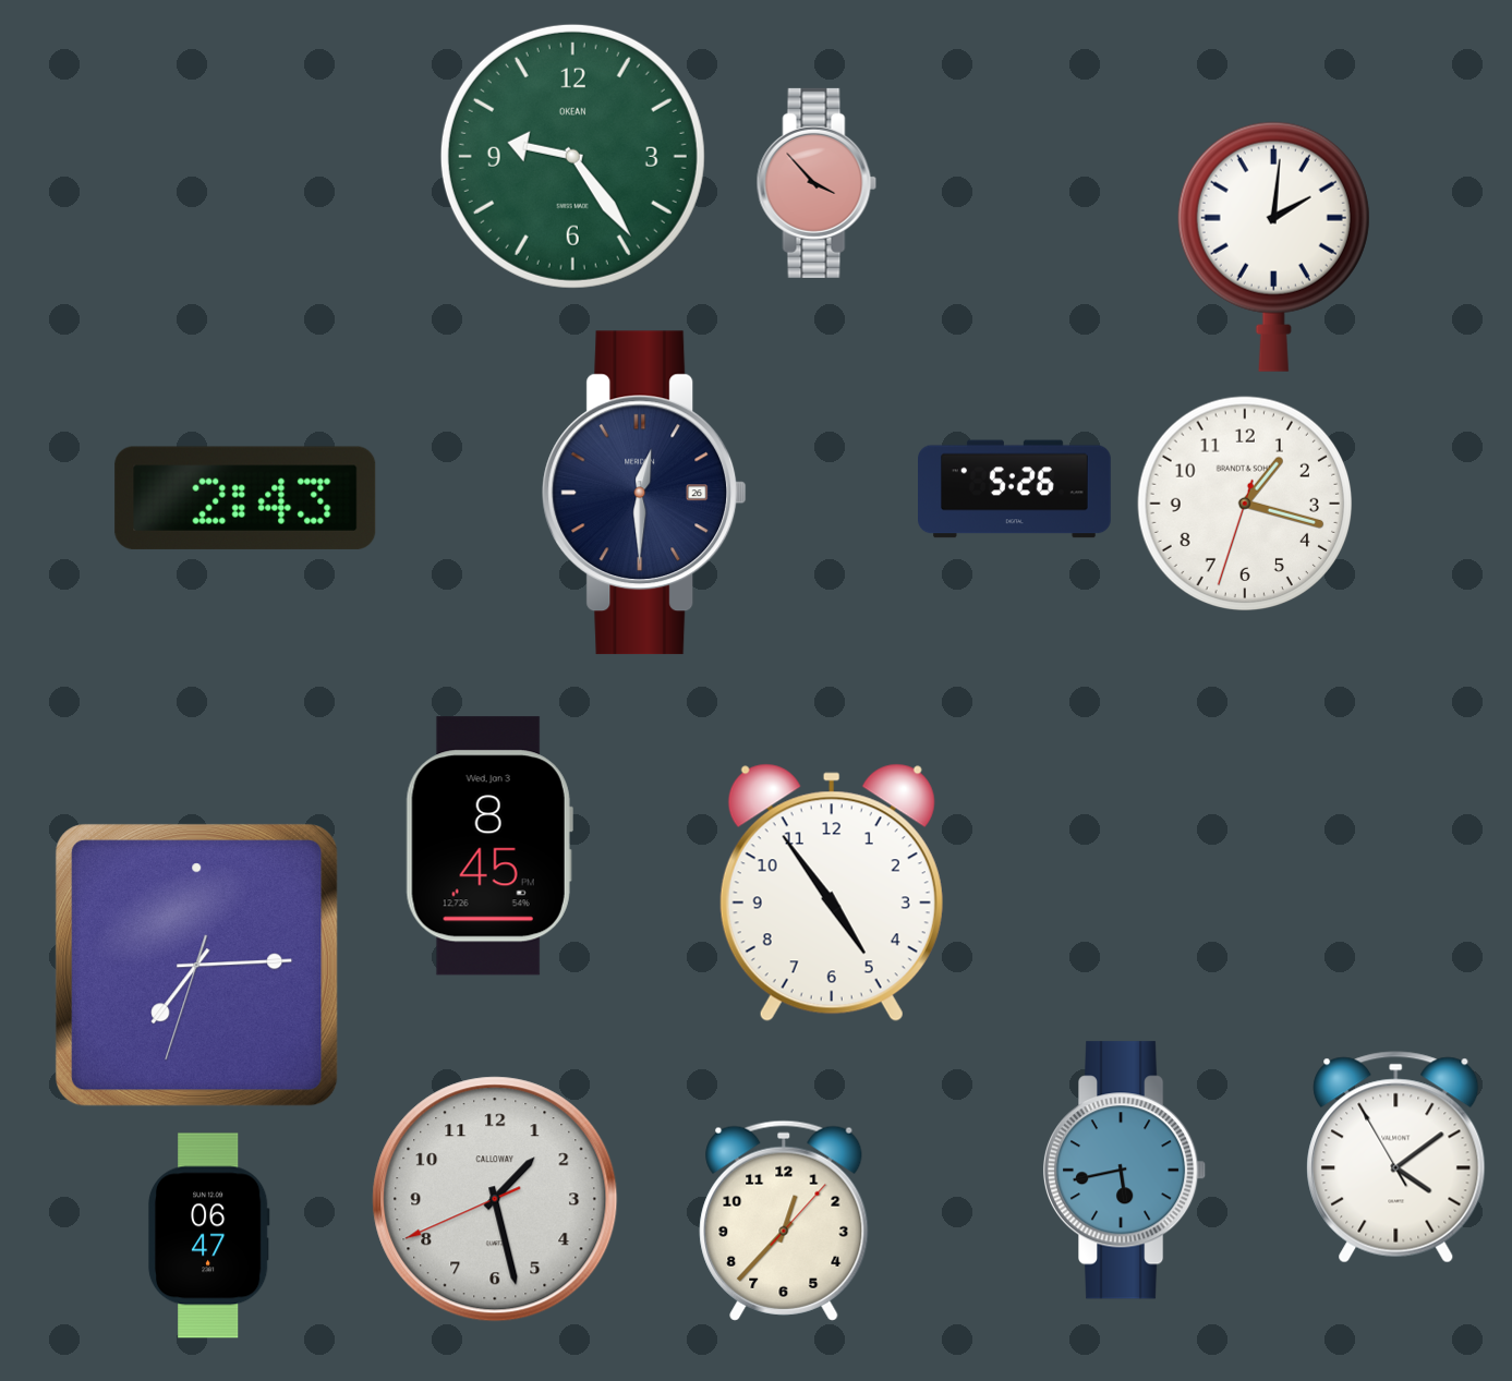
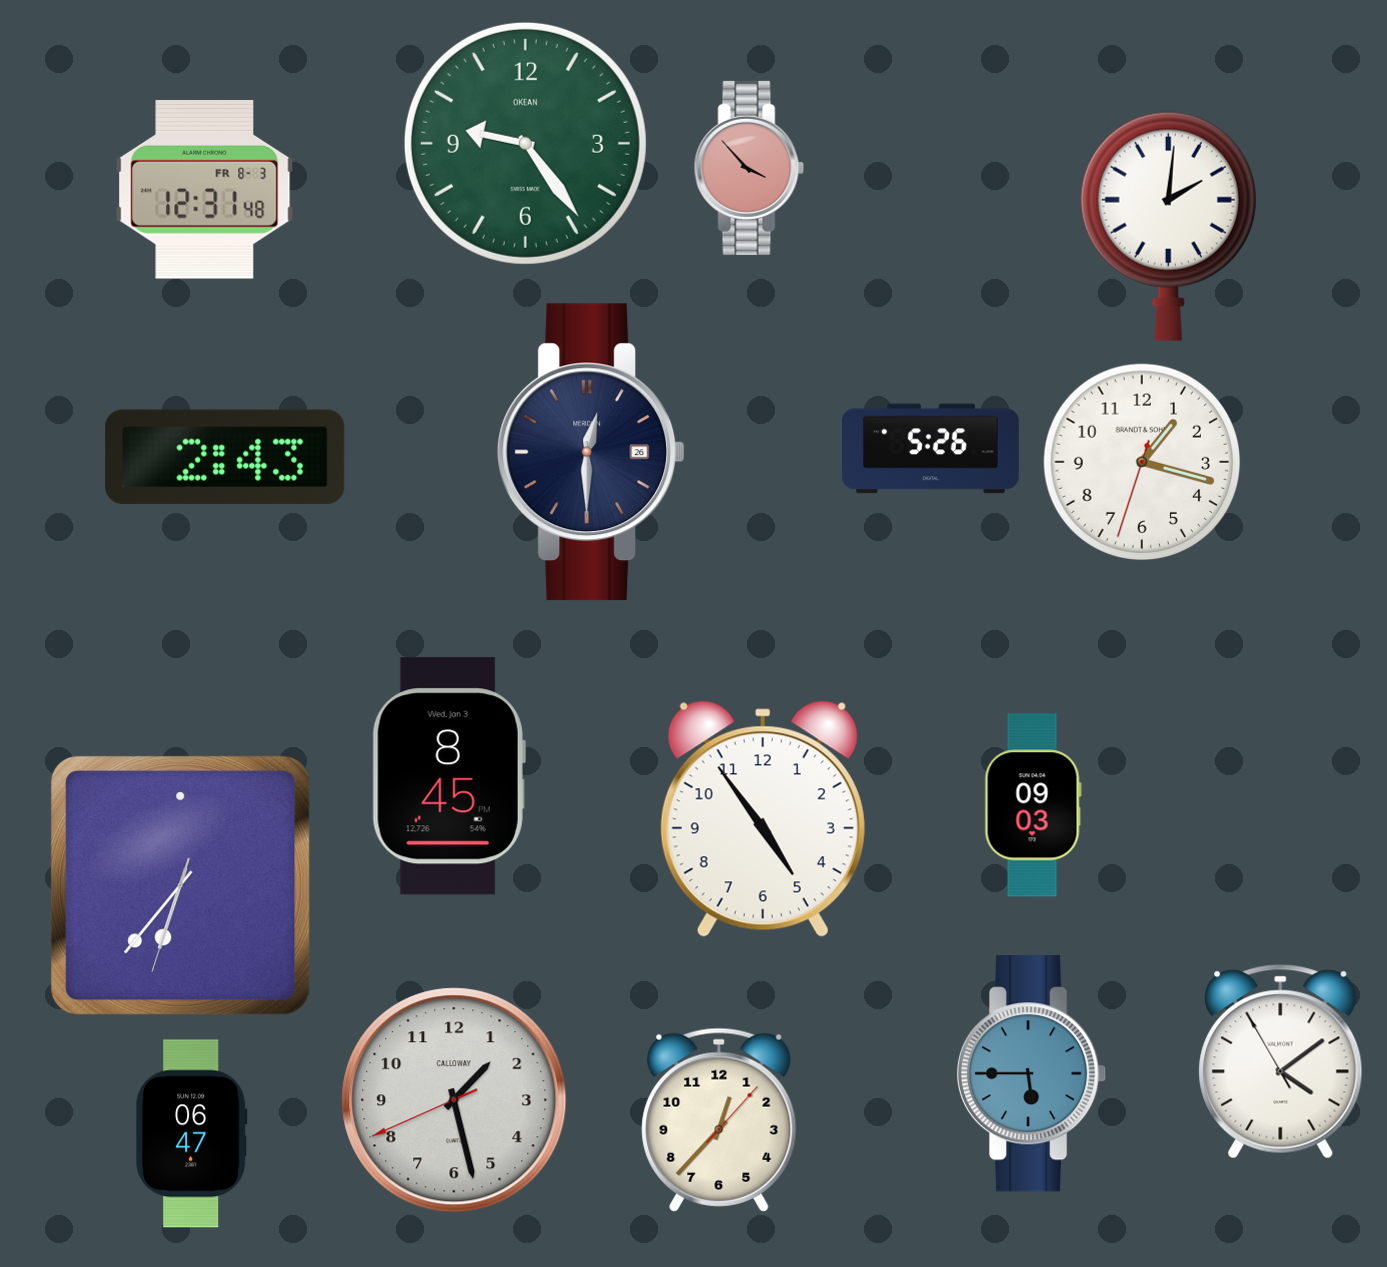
clock at (205, 189): none -> 12:31
clock at (1033, 805): none -> 09:03
clock at (197, 966): 7:14 -> 6:36
clock at (1125, 1171): 5:43 -> 5:45
